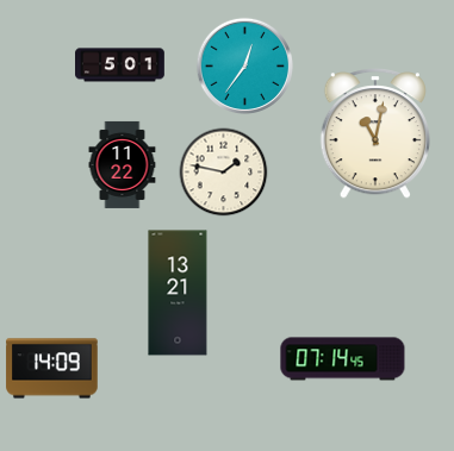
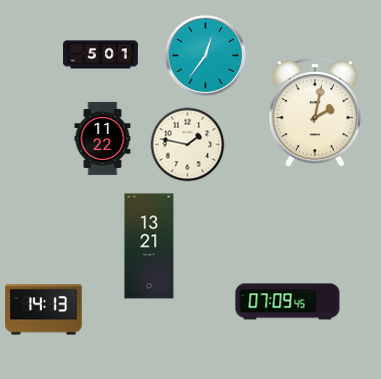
clock at (375, 133): 11:02 -> 2:02
clock at (343, 359): 07:14 -> 07:09
clock at (52, 369): 14:09 -> 14:13
